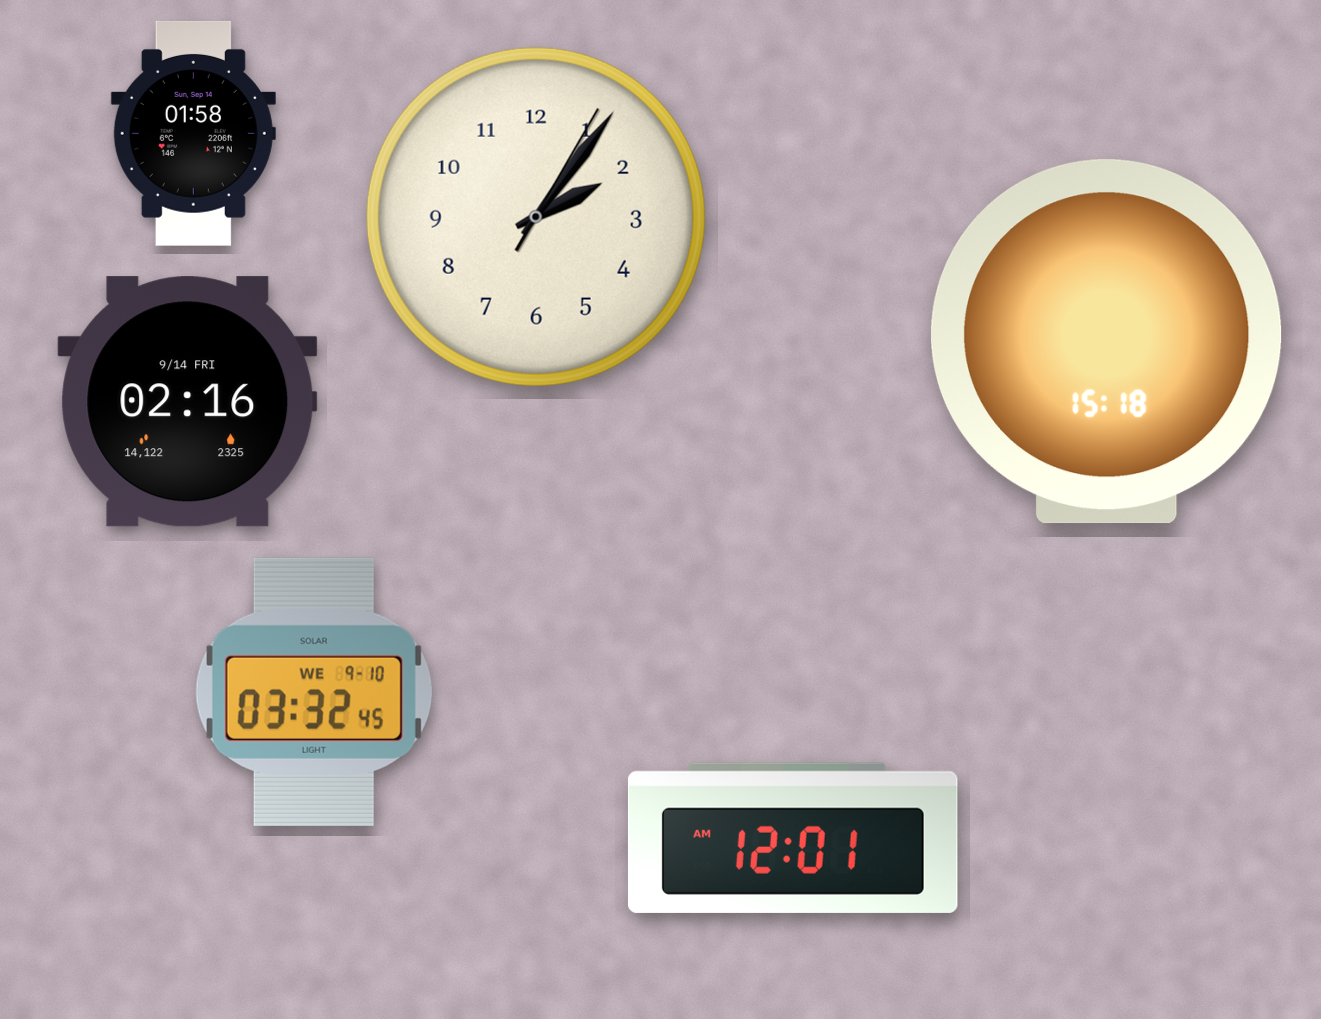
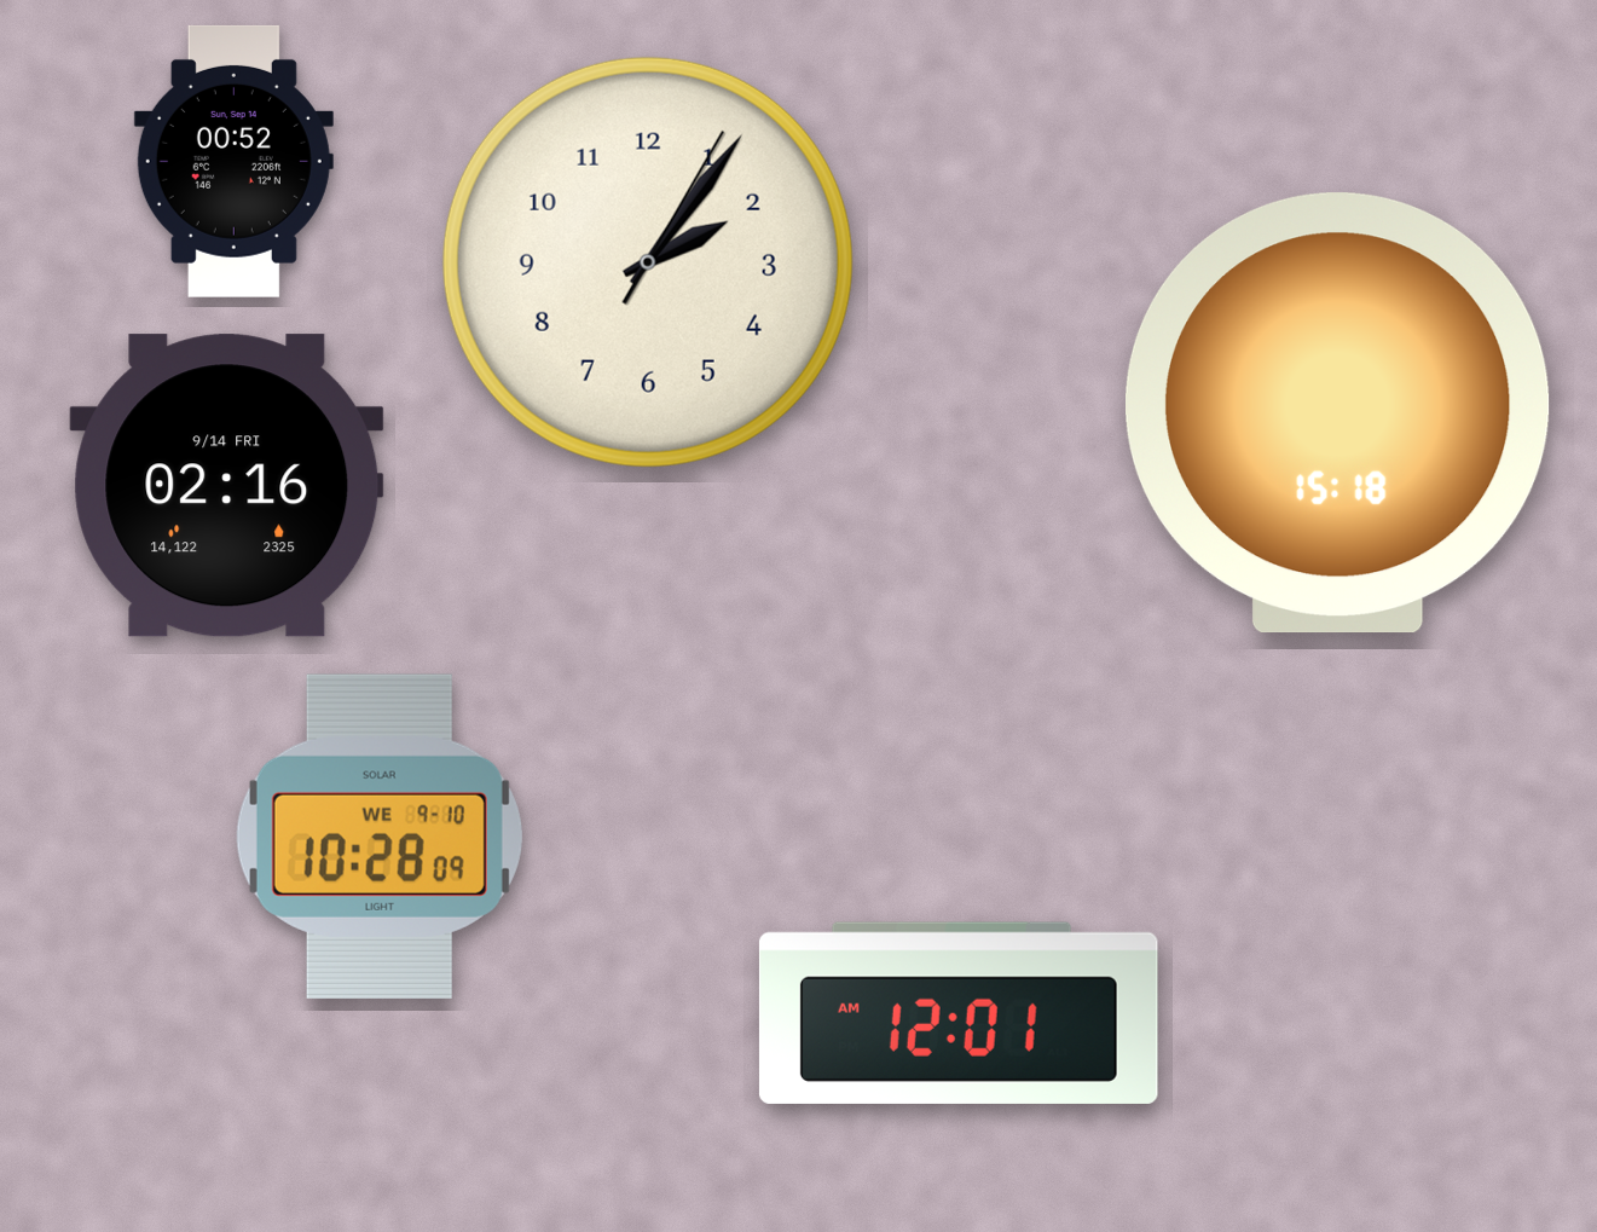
clock at (193, 133): 01:58 -> 00:52
clock at (314, 692): 03:32 -> 10:28
